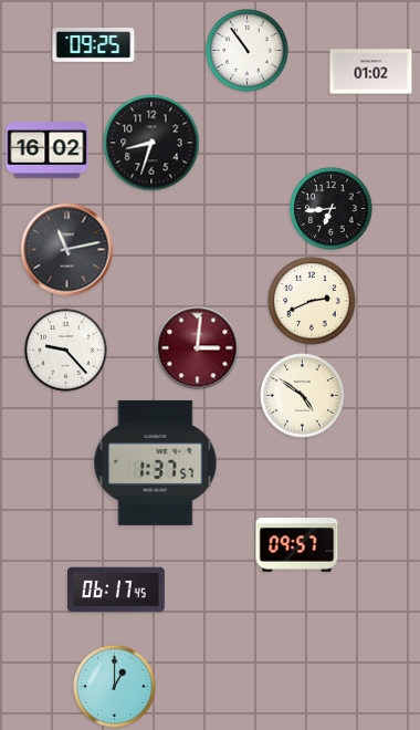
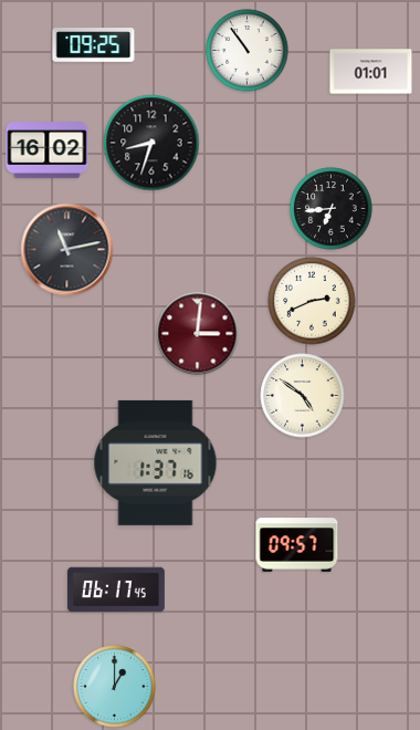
clock at (371, 72): 01:02 -> 01:01
clock at (198, 348) position: (198, 348) -> (198, 334)
clock at (66, 351): 9:23 -> none
clock at (156, 462): 1:37:57 -> 1:37:16
